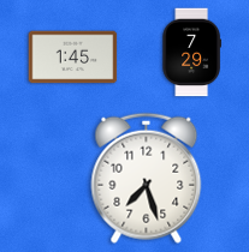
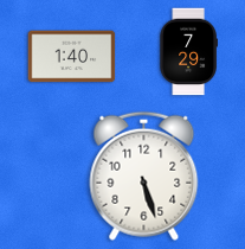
clock at (73, 58): 1:45 -> 1:40
clock at (147, 178): 7:27 -> 5:27
